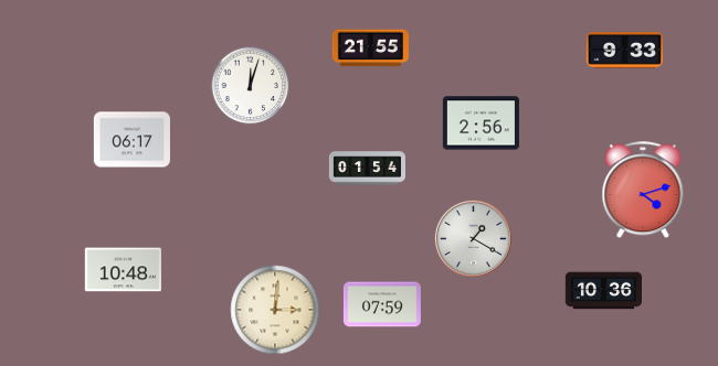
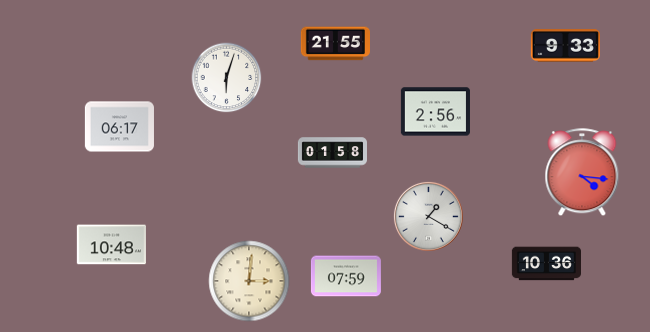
clock at (251, 86): 12:03 -> 6:03
clock at (367, 169): 01:54 -> 01:58
clock at (643, 191): 4:12 -> 4:16
